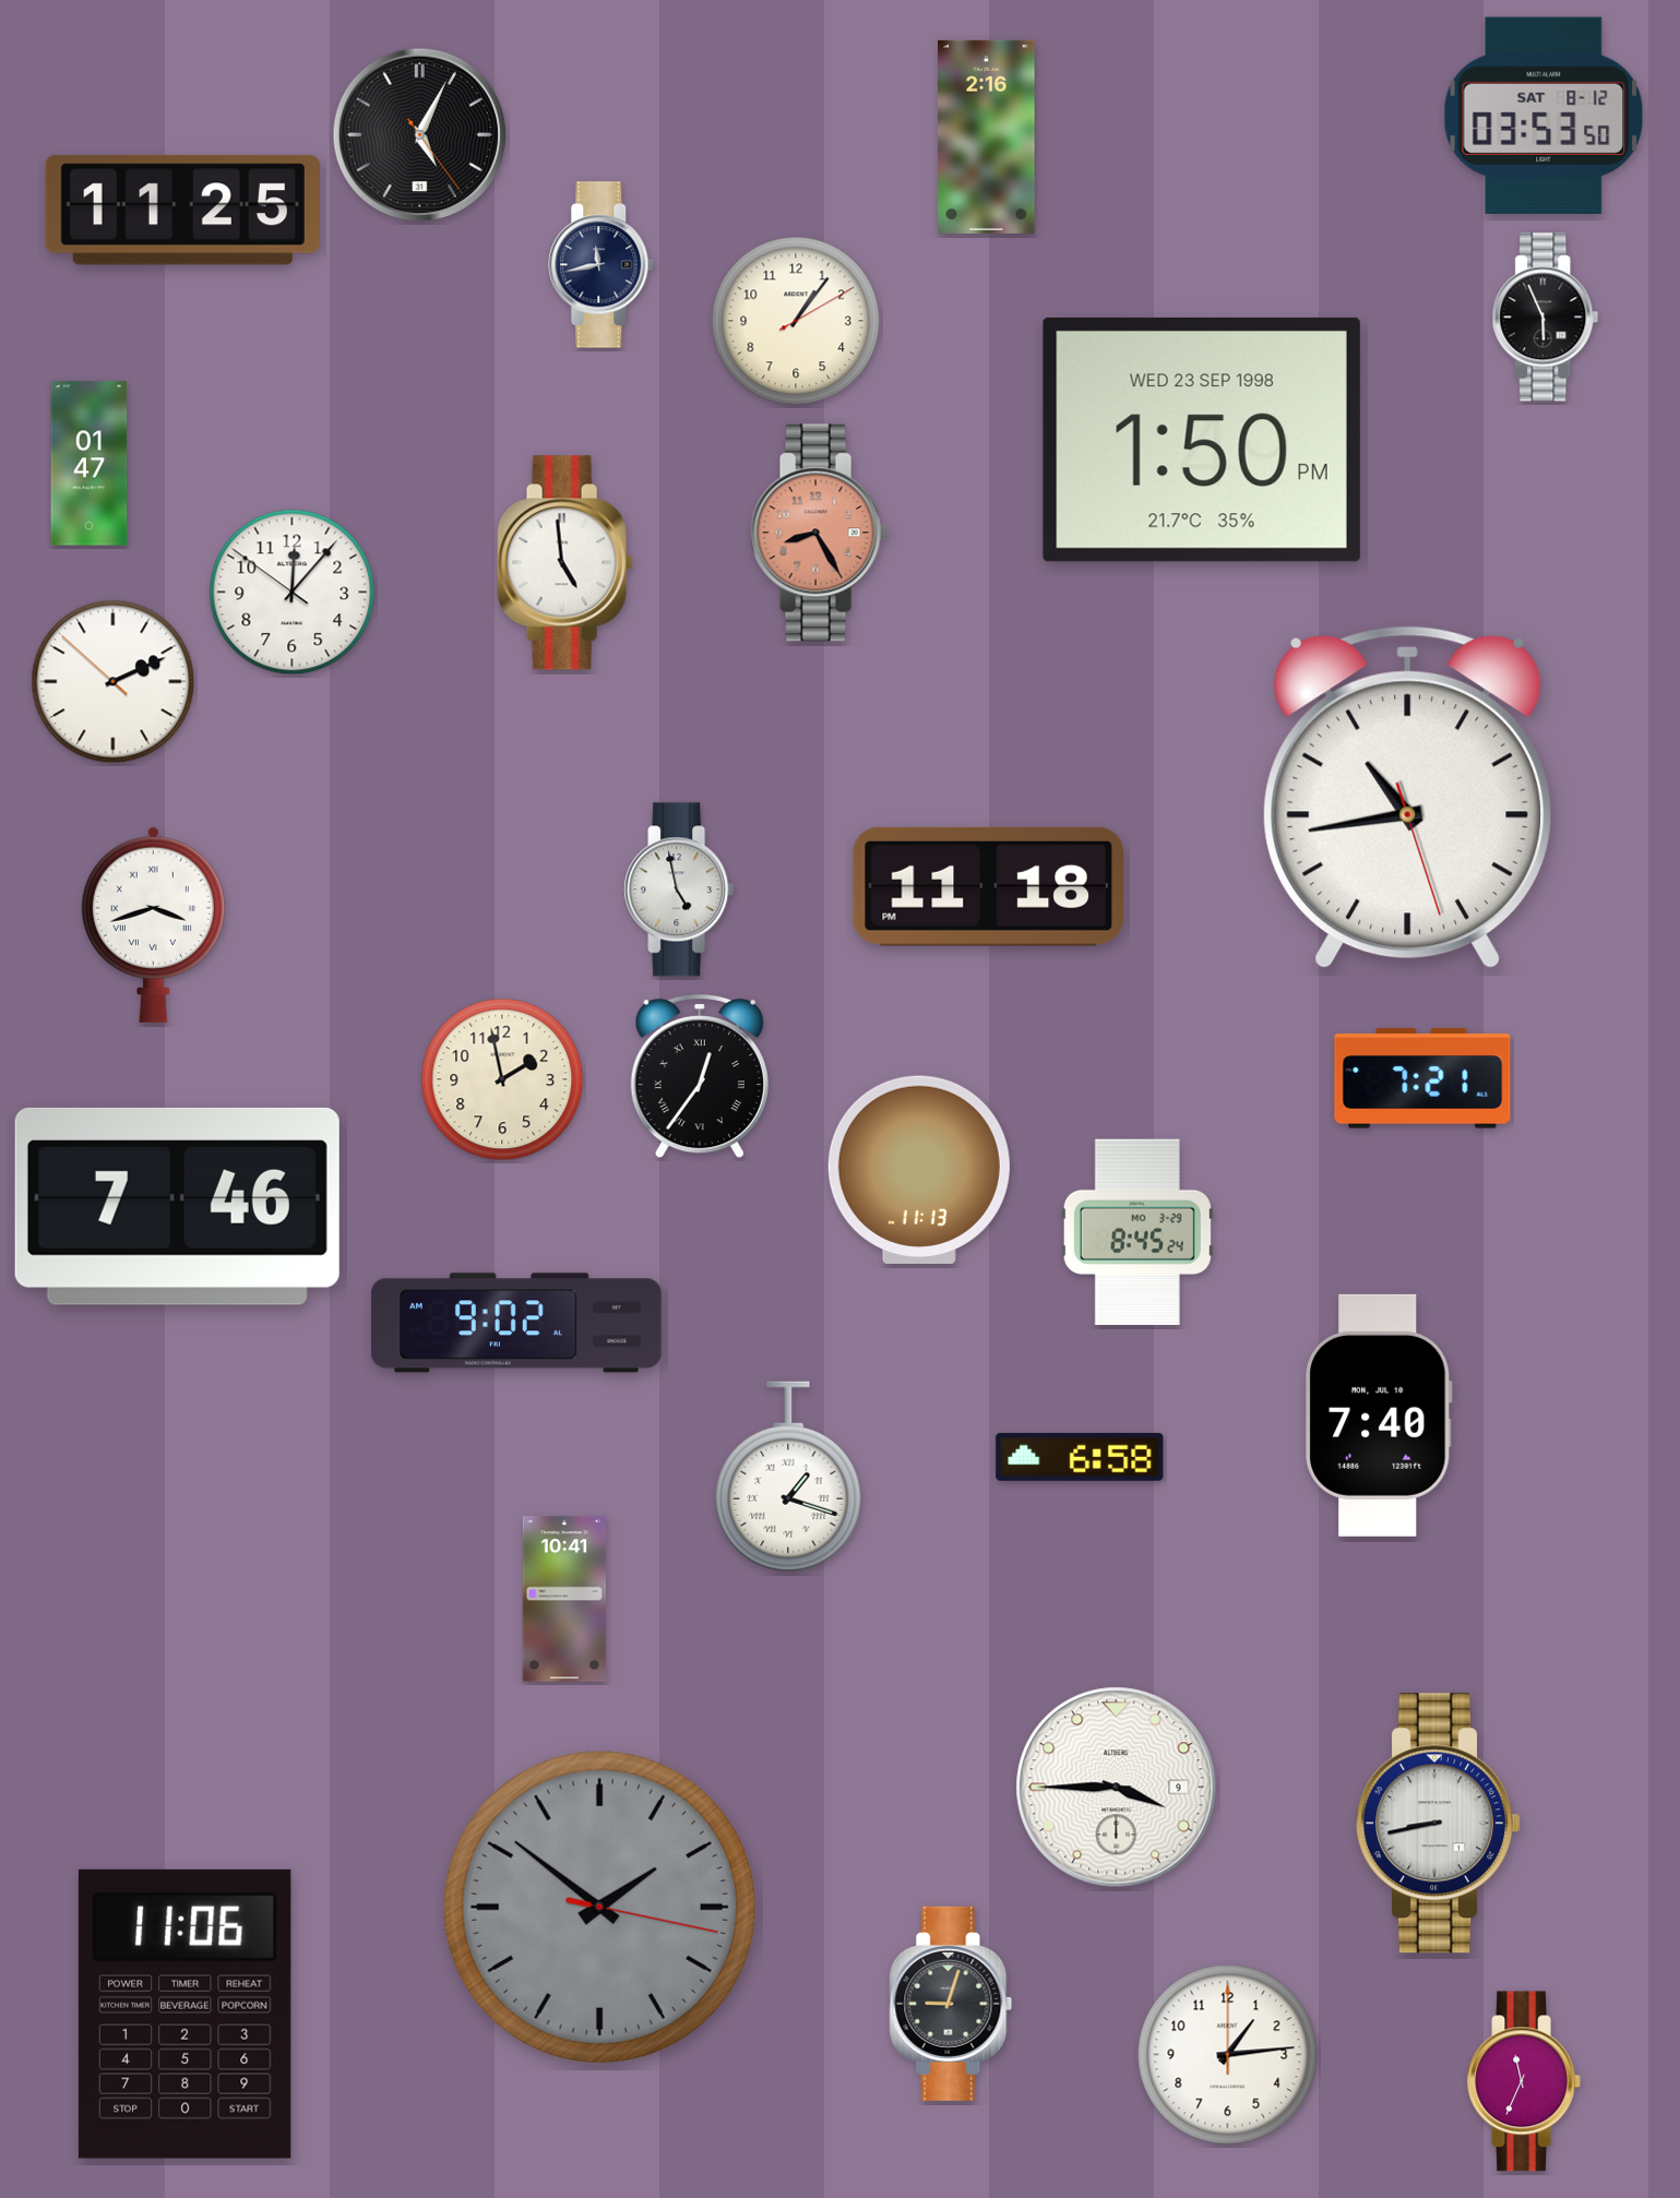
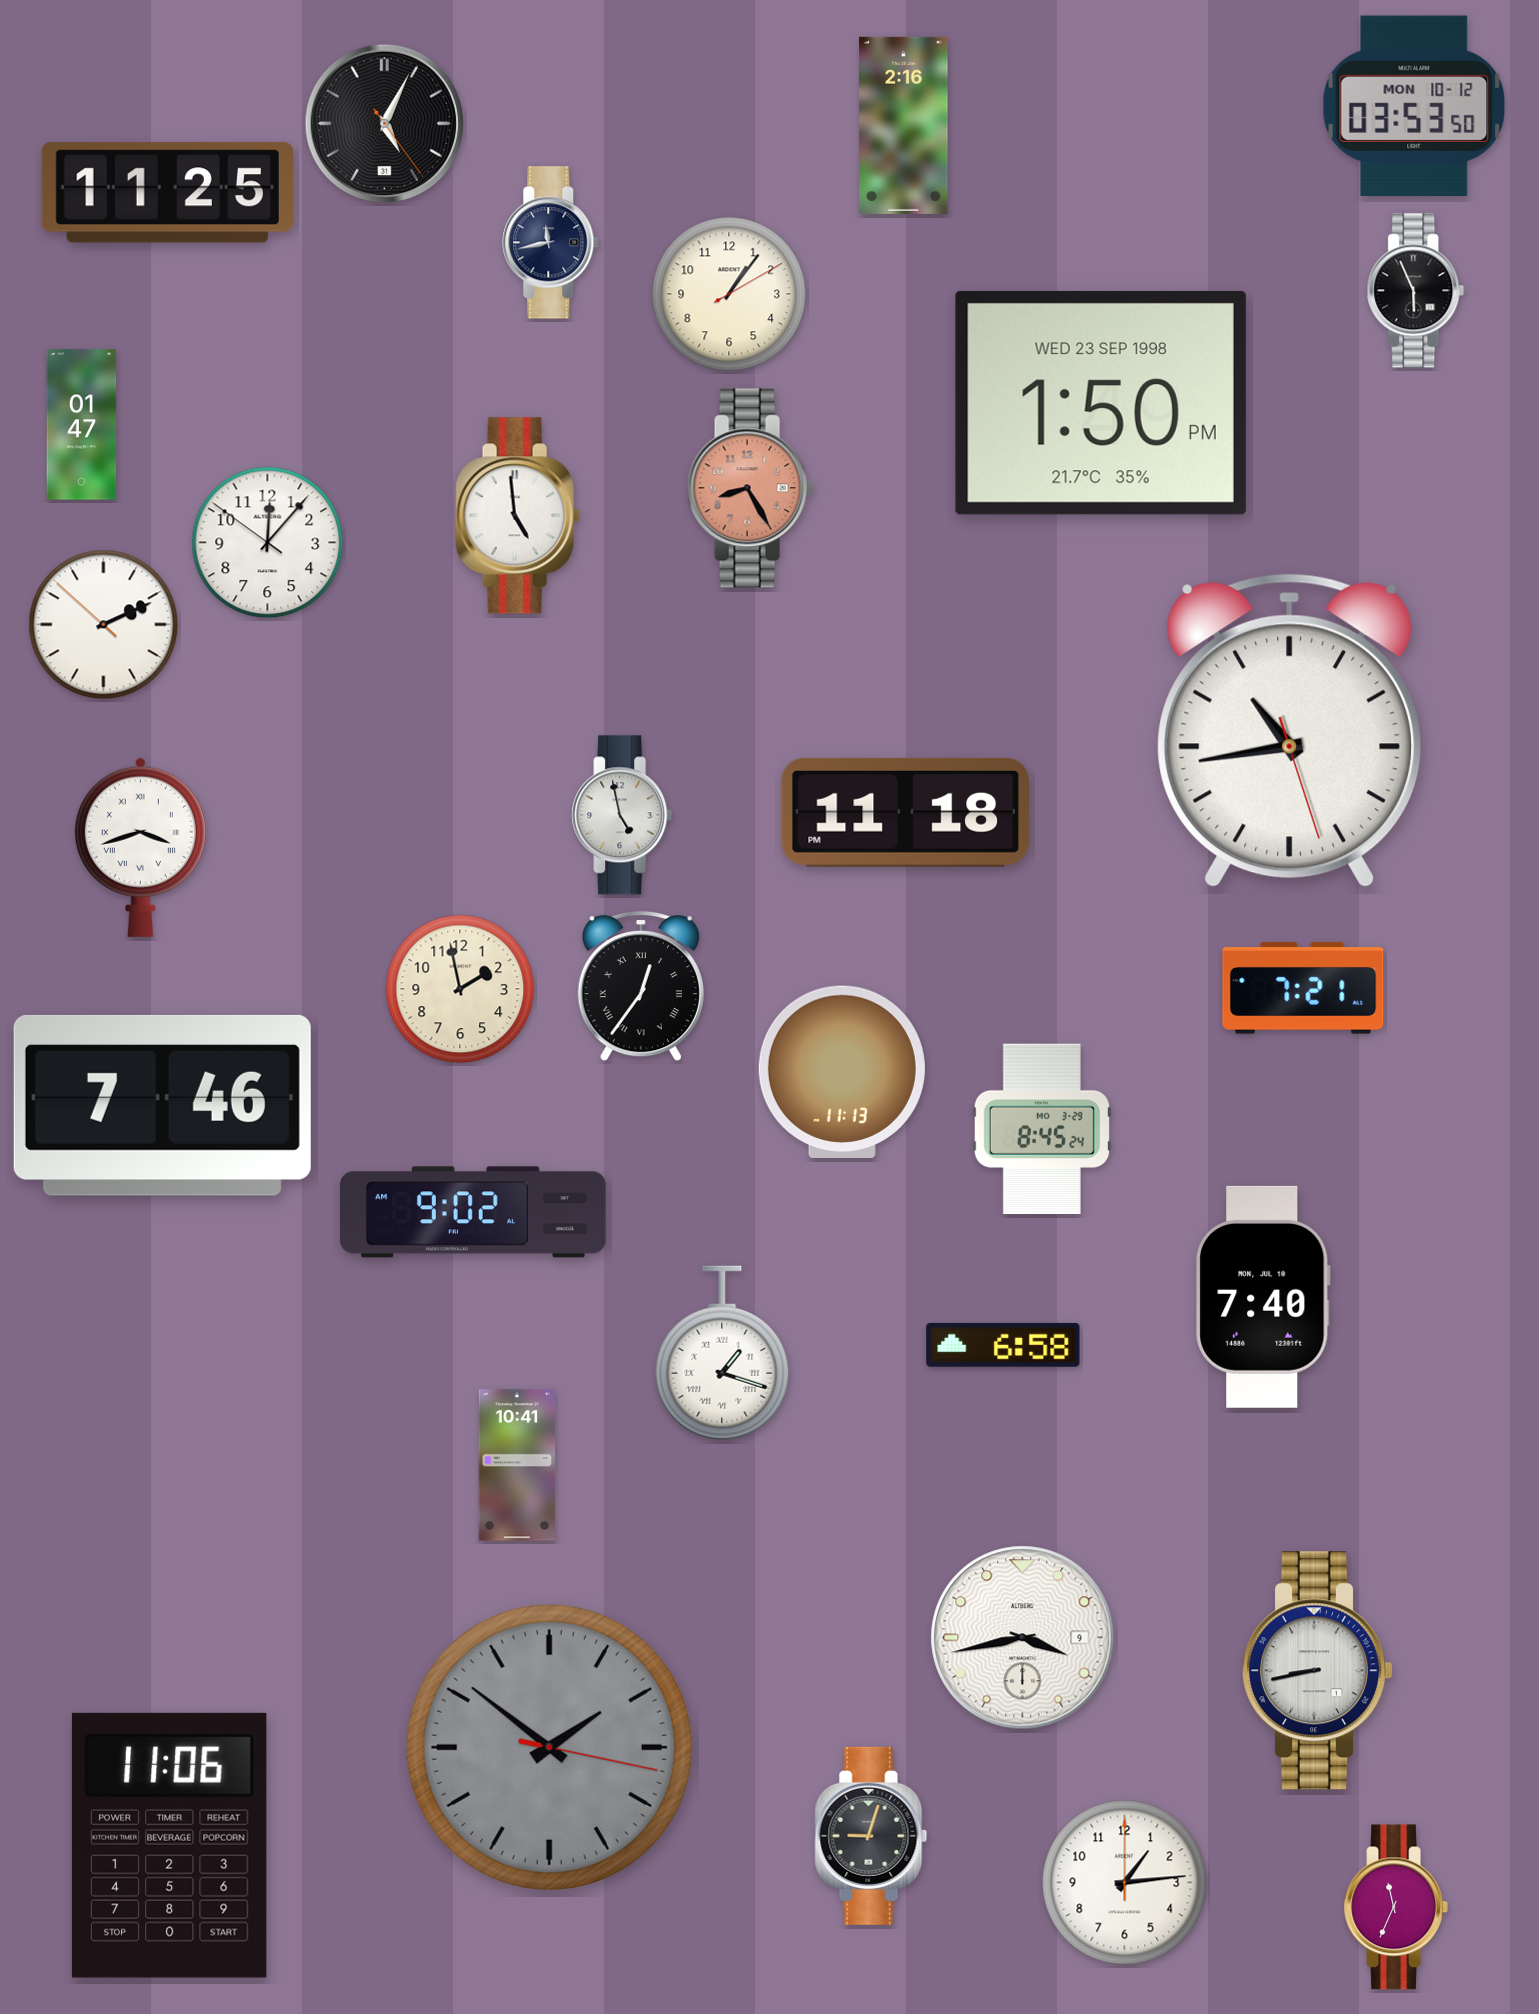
clock at (1544, 116) date: SAT 8-12 -> MON 10-12
clock at (1080, 1457) position: (1080, 1457) -> (1003, 1345)
clock at (1117, 1788): 3:45 -> 3:43
